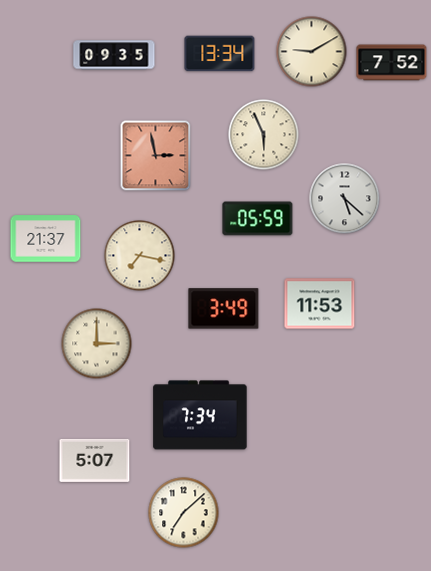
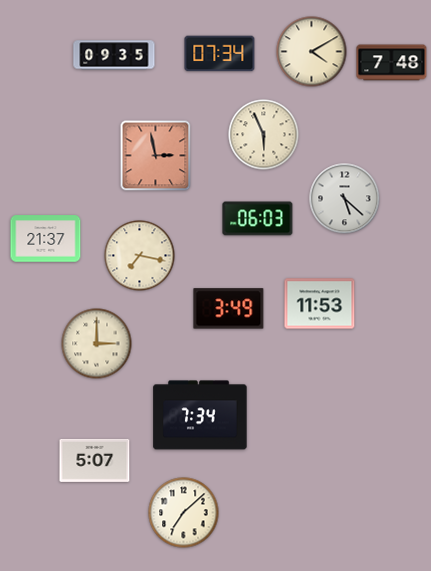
clock at (312, 52): 9:10 -> 4:10
clock at (220, 54): 13:34 -> 07:34
clock at (392, 63): 7:52 -> 7:48
clock at (258, 219): 05:59 -> 06:03
clock at (224, 309) position: (224, 309) -> (229, 309)
